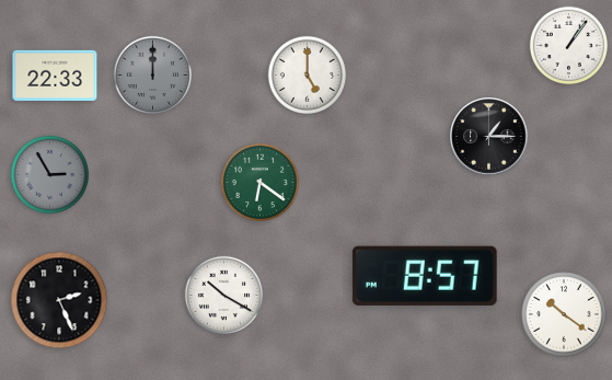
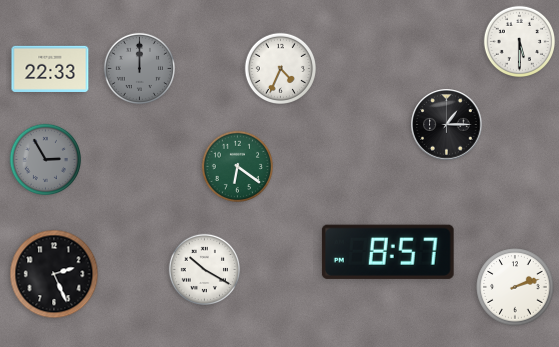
clock at (568, 45): 1:06 -> 5:30
clock at (307, 74): 5:00 -> 4:34
clock at (564, 314): 10:21 -> 2:12
